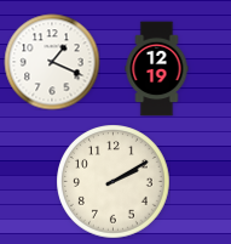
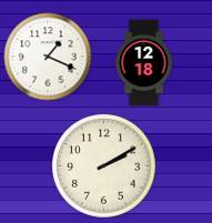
clock at (157, 68): 12:19 -> 12:18
